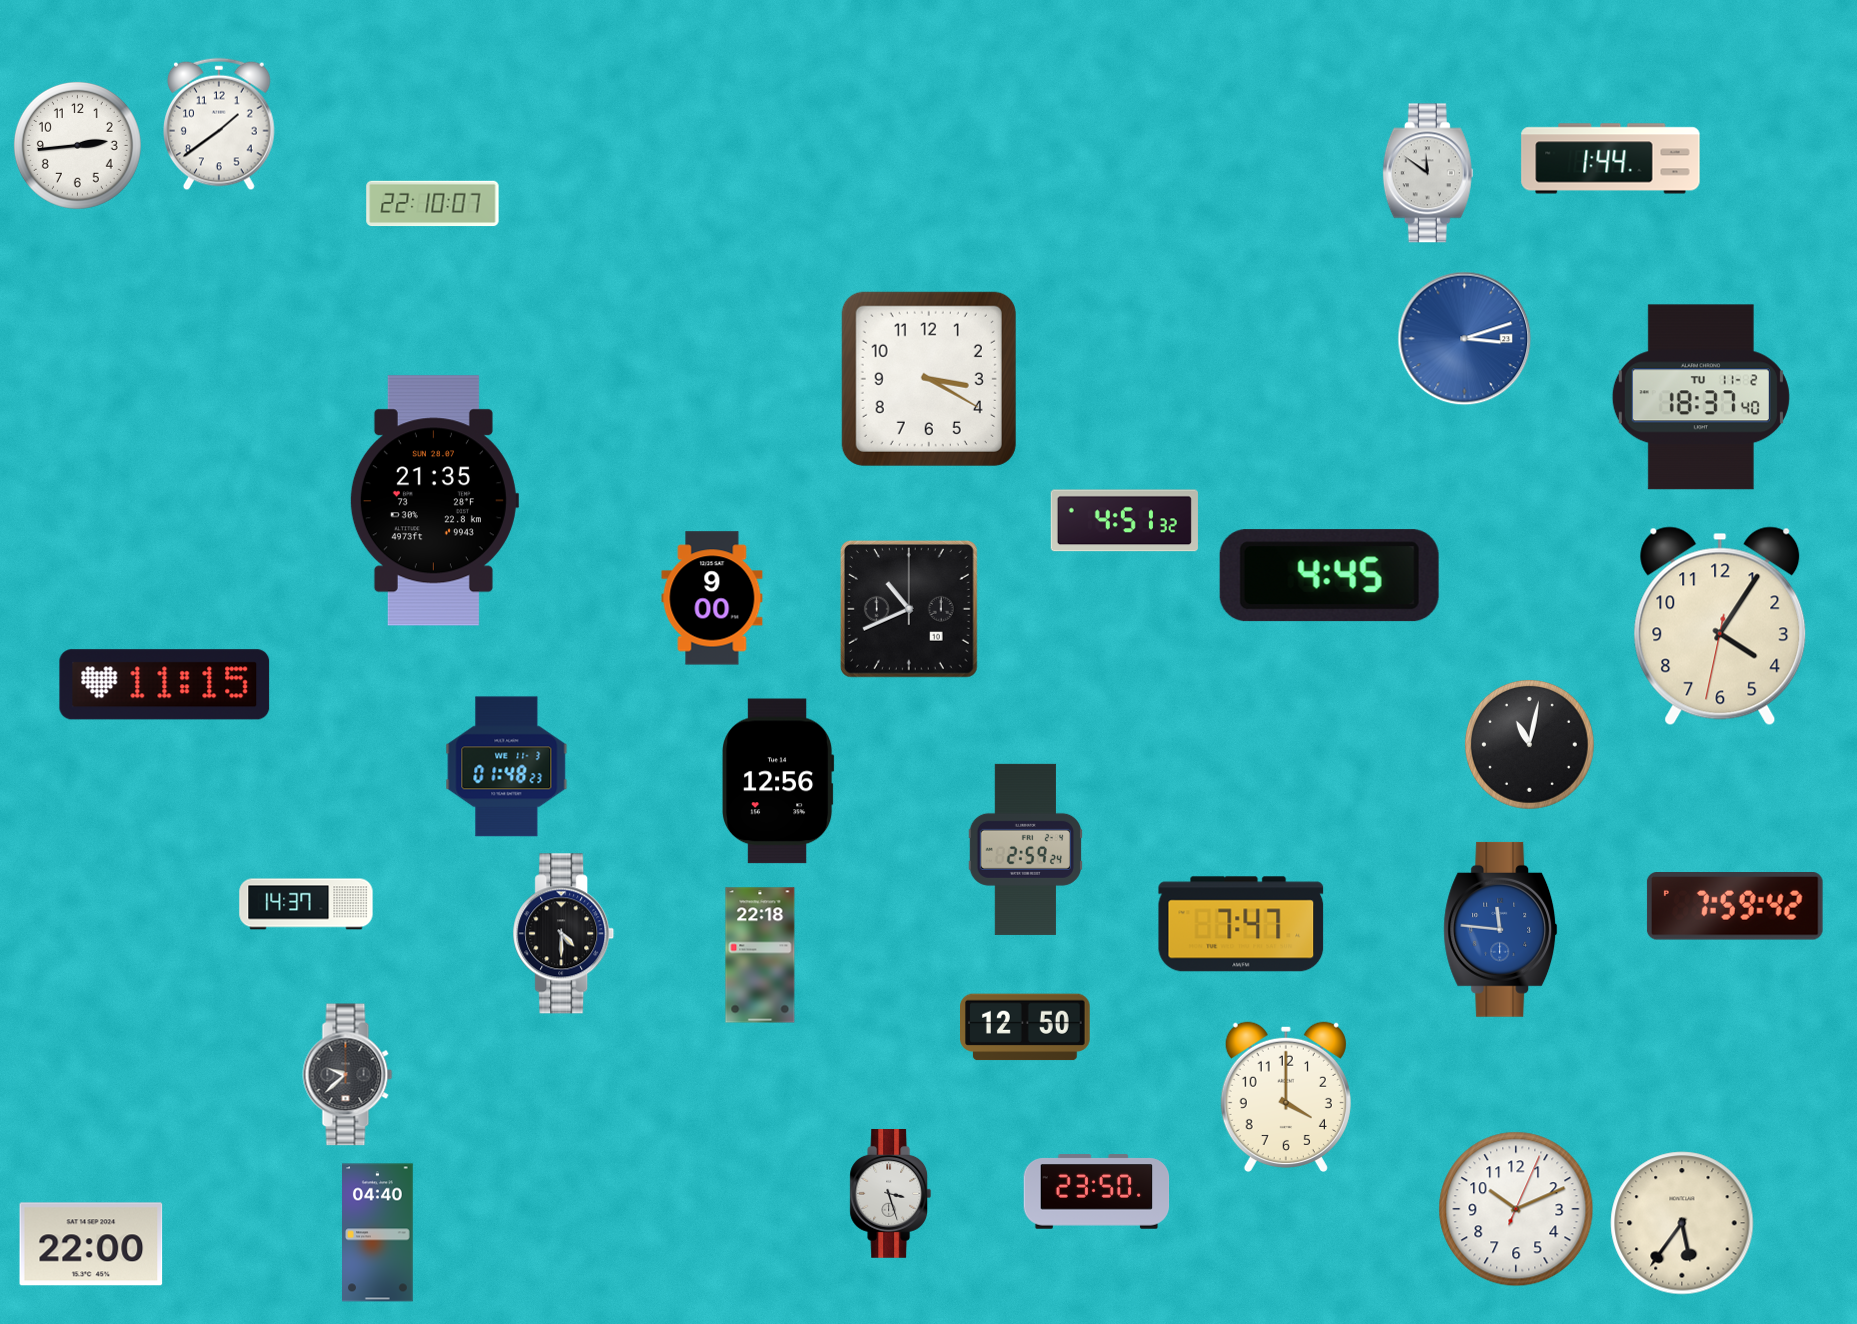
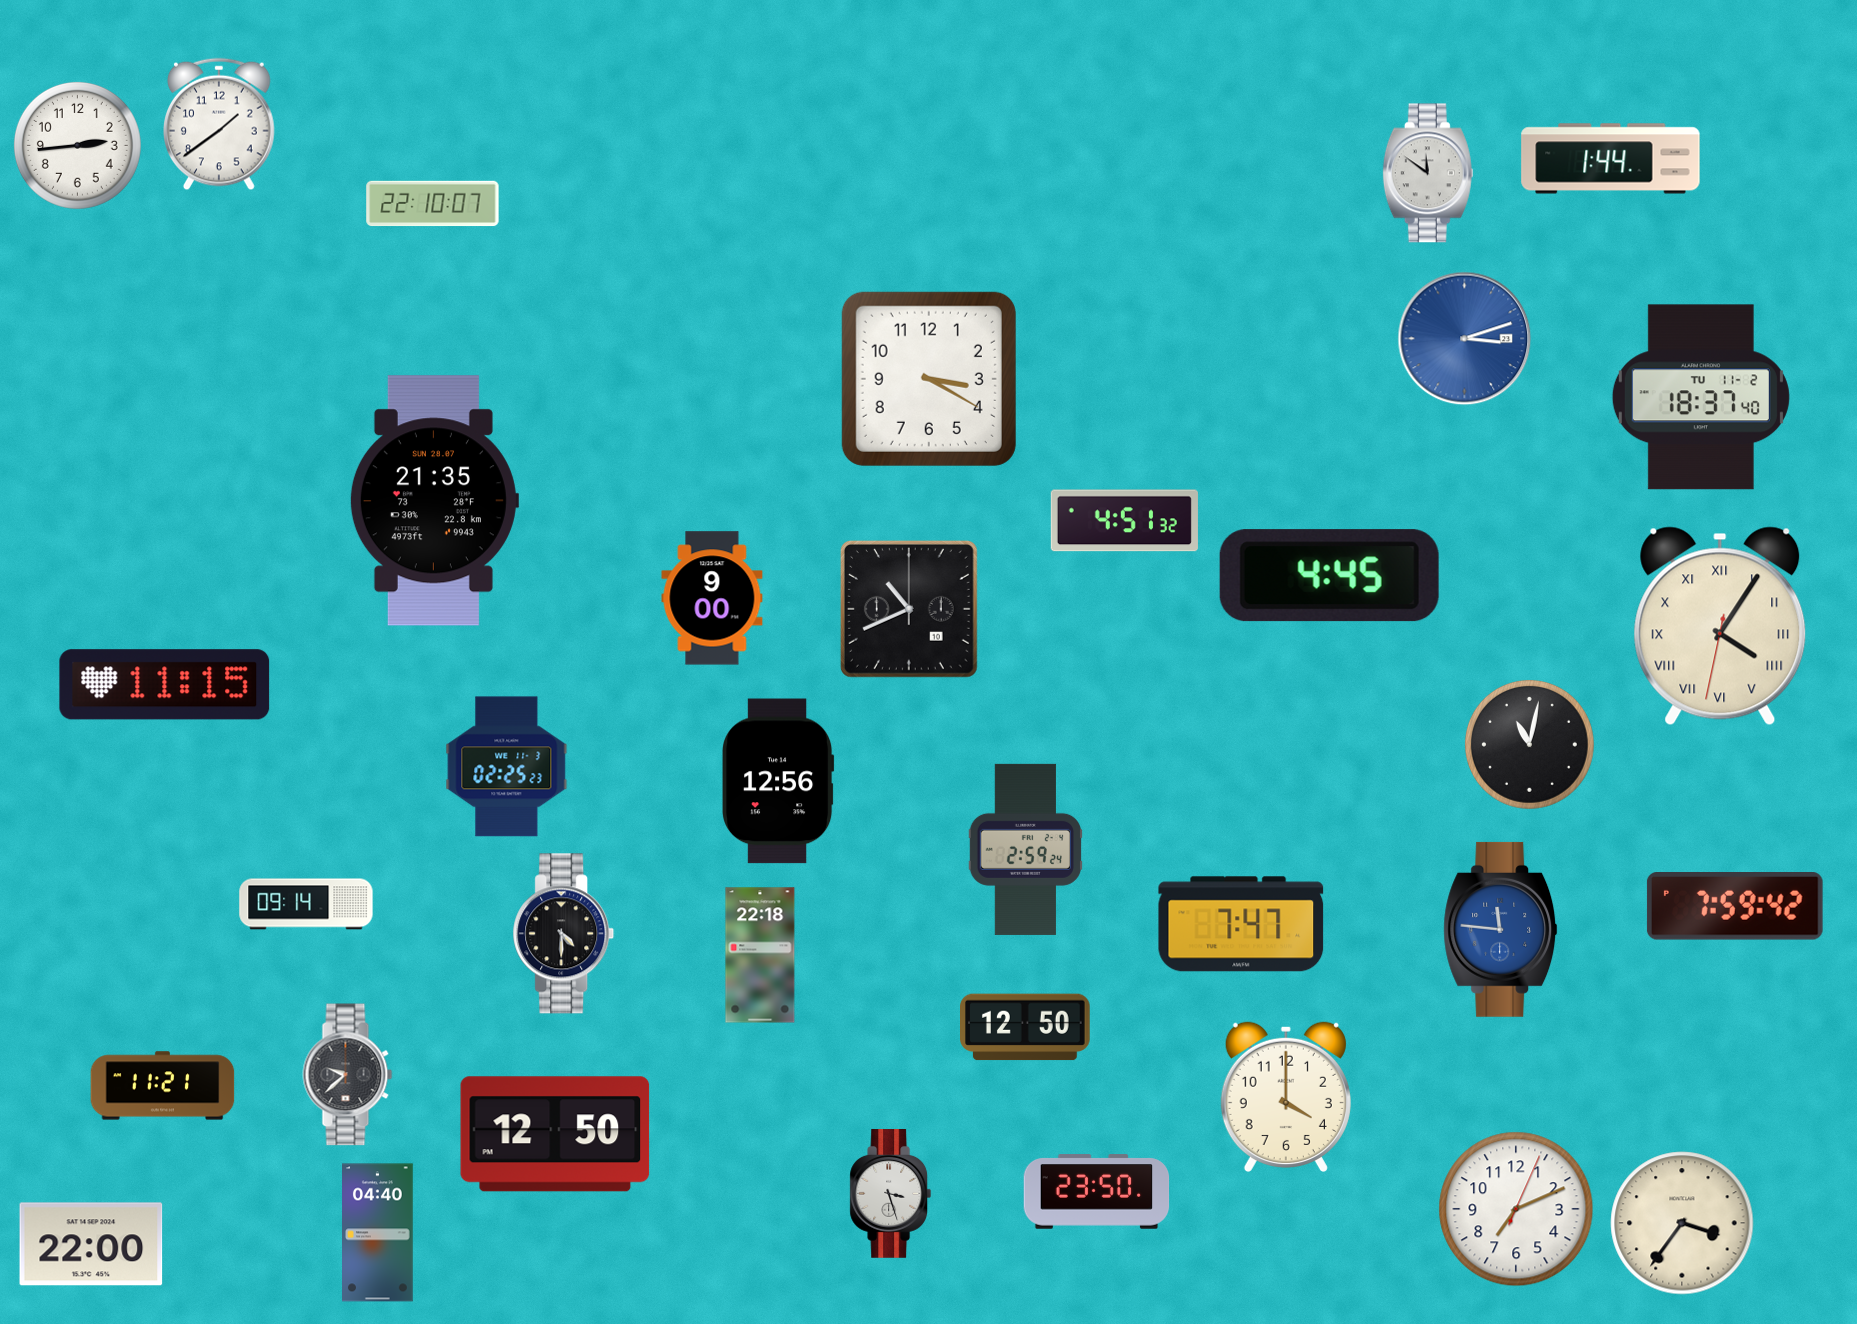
clock at (1720, 626) numerals: Arabic -> Roman
clock at (507, 767): 01:48 -> 02:25
clock at (306, 904): 14:37 -> 09:14
clock at (163, 1086): none -> 11:21
clock at (555, 1134): none -> 12:50
clock at (1516, 1209): 10:11 -> 7:11
clock at (1682, 1223): 5:36 -> 3:36
